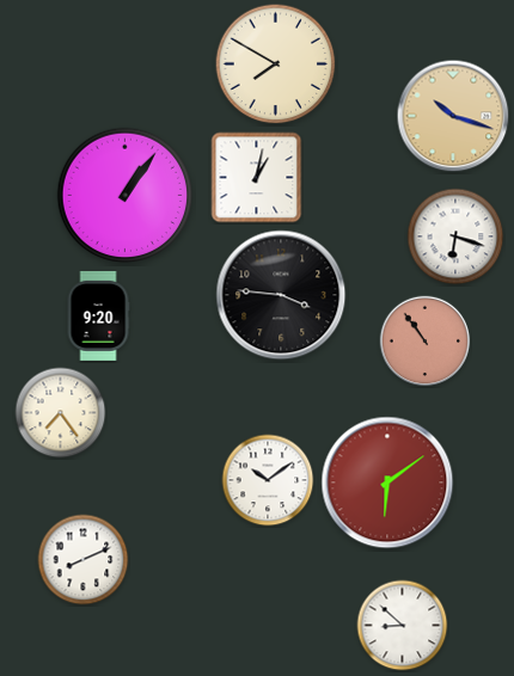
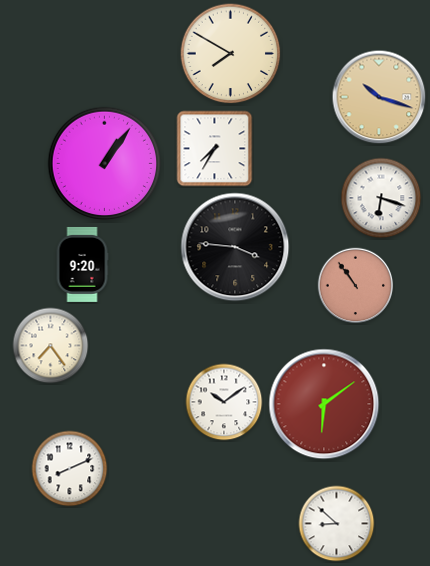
clock at (257, 178): 1:02 -> 7:35
